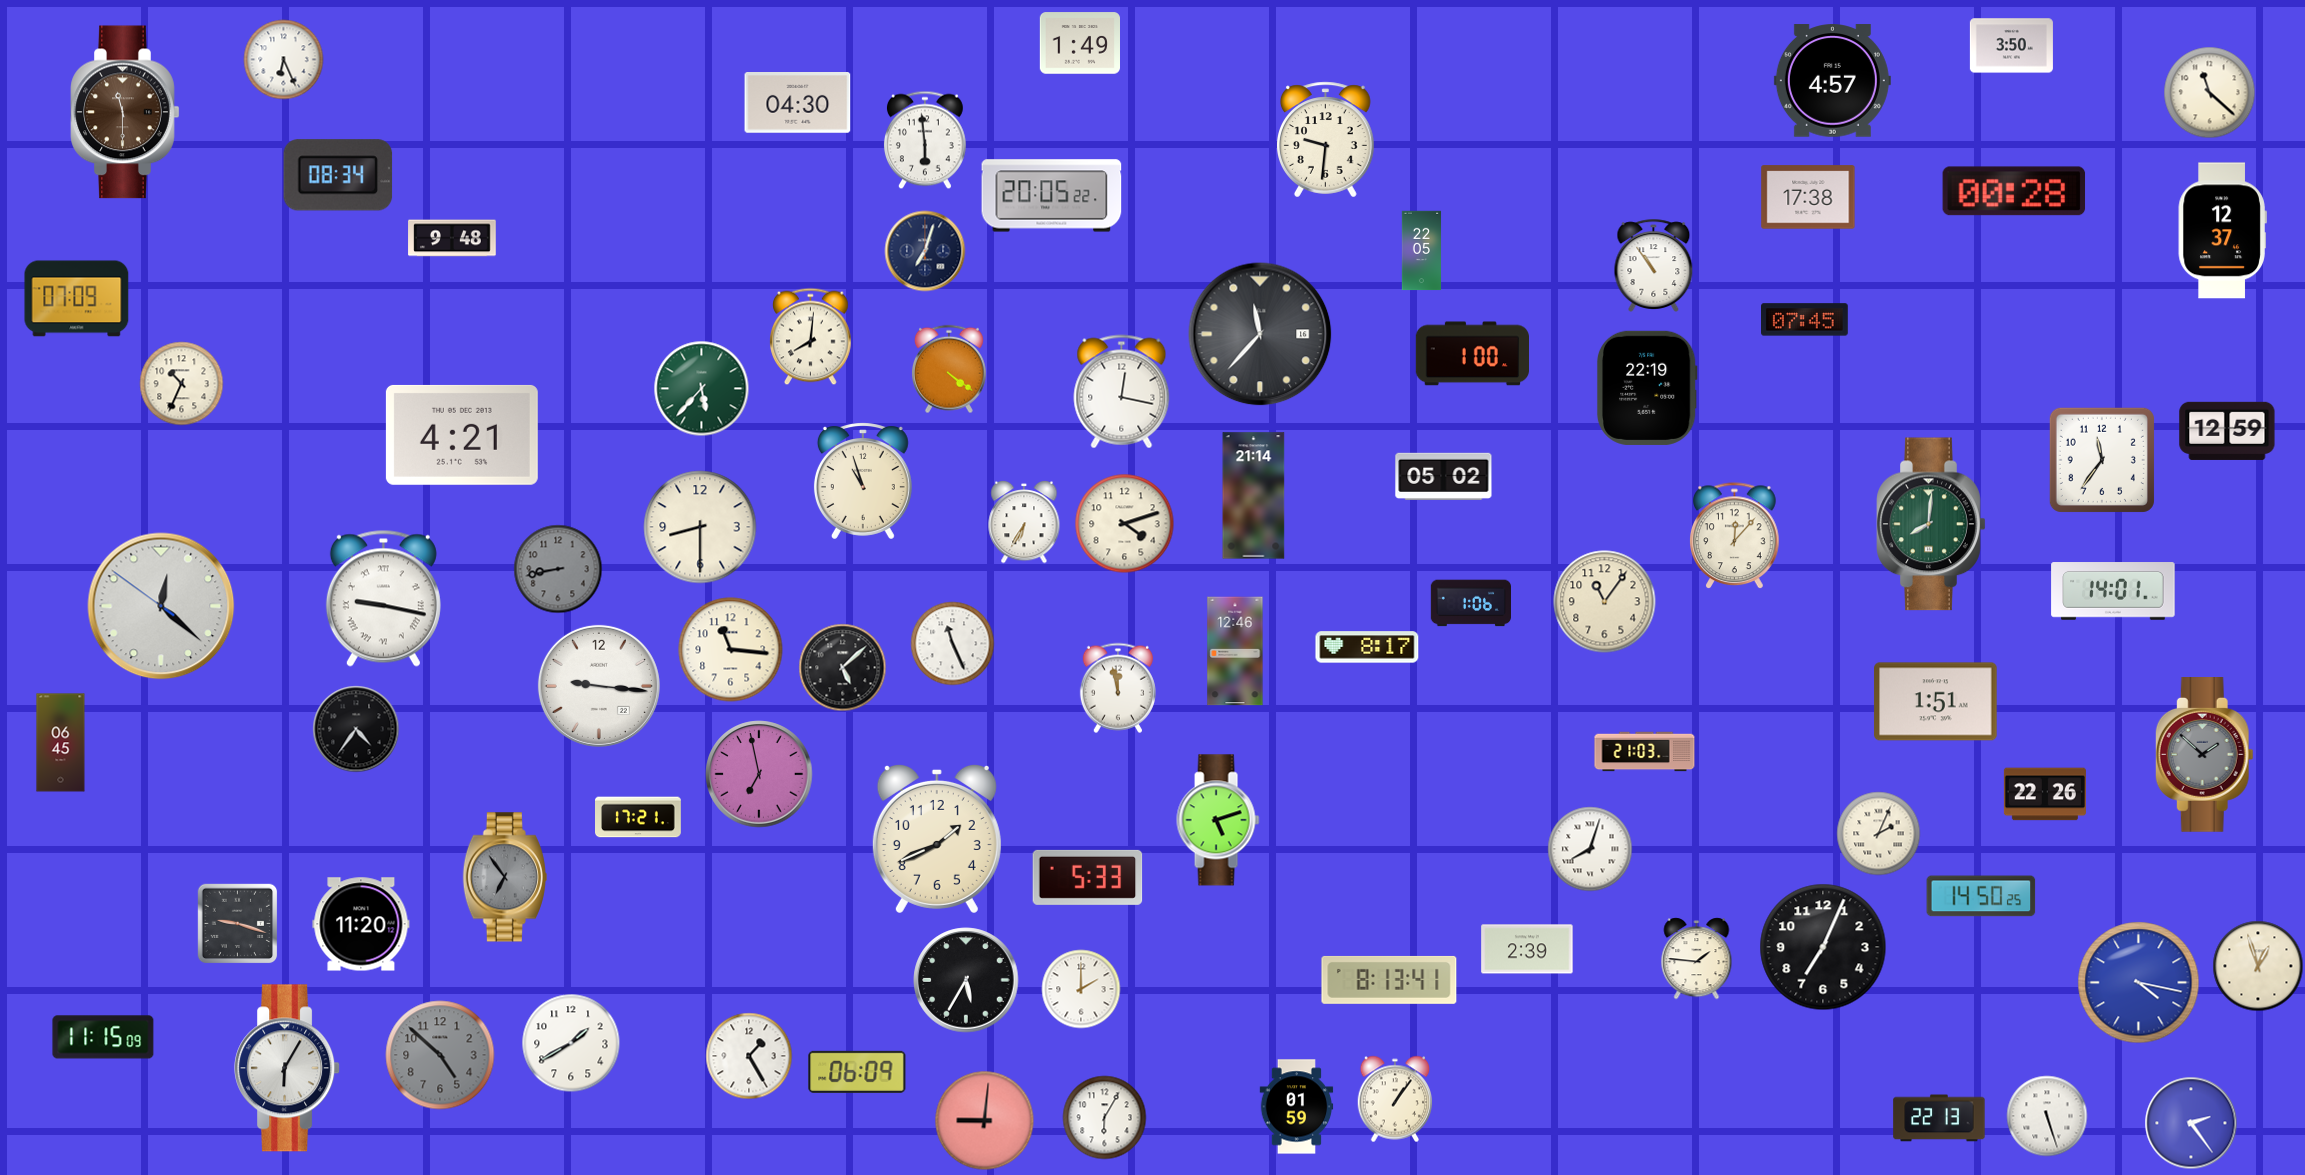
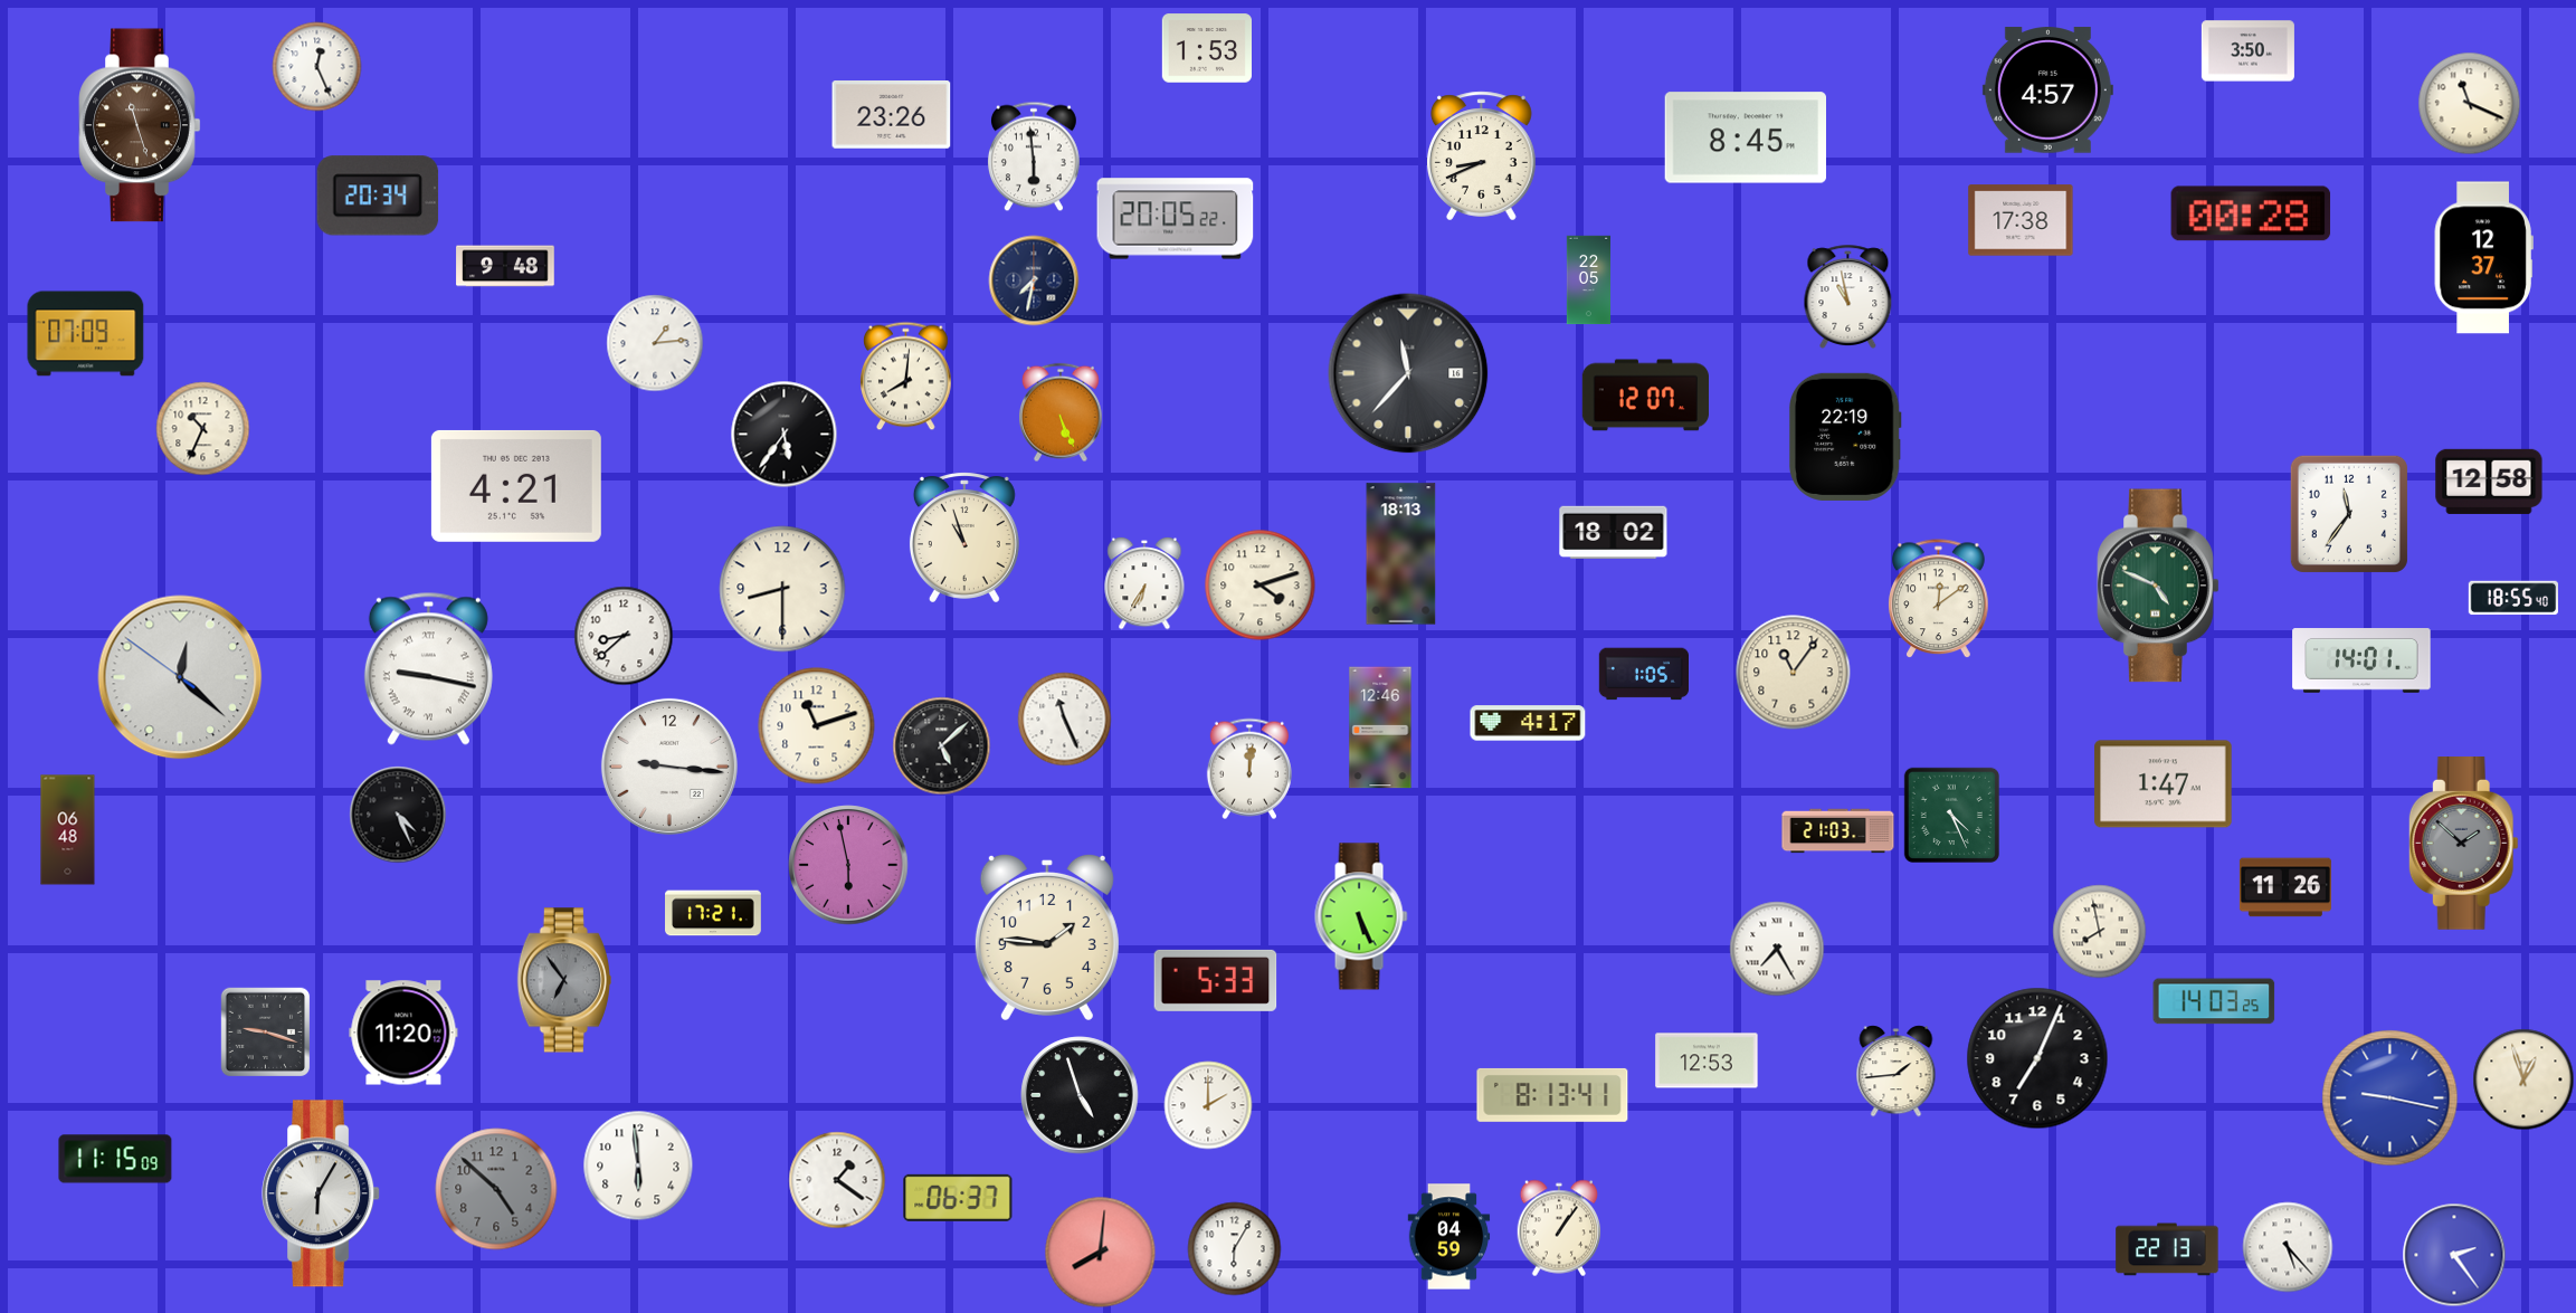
clock at (1079, 43): 1:49 -> 1:53
clock at (284, 60): 6:26 -> 12:26
clock at (2210, 93): 11:22 -> 11:19
clock at (798, 103): 04:30 -> 23:26
clock at (125, 112): 11:30 -> 11:27
clock at (1745, 137): none -> 8:45
clock at (1326, 140): 9:31 -> 8:41
clock at (338, 175): 08:34 -> 20:34
clock at (925, 251): 7:03 -> 7:32
clock at (1654, 265): 10:54 -> 10:58
clock at (655, 343): none -> 1:14
clock at (1805, 320): 07:45 -> none
clock at (1472, 354): 1:00 -> 12:07
clock at (949, 369): 4:21 -> 5:26
clock at (1647, 388) position: (1647, 388) -> (1845, 437)
clock at (702, 389): 5:37 -> 5:36
clock at (702, 389) dial: green -> black
clock at (1122, 392): 12:17 -> none
clock at (2227, 431): 12:59 -> 12:58
clock at (1444, 476): 05:02 -> 18:02
clock at (1254, 496): 21:14 -> 18:13
clock at (1125, 524) position: (1125, 524) -> (1261, 586)
clock at (1931, 524): 8:01 -> 4:49
clock at (2512, 598): none -> 18:55
clock at (1735, 536): 12:07 -> 12:09
clock at (558, 569): 8:43 -> 8:38
clock at (558, 569) dial: grey -> white
clock at (1470, 603): 1:06 -> 1:05
clock at (1367, 647): 8:17 -> 4:17
clock at (731, 650): 11:16 -> 11:12
clock at (1118, 688): 11:58 -> 12:01
clock at (1936, 702): 1:51 -> 1:47
clock at (356, 729): 4:36 -> 4:26
clock at (1951, 815): none -> 4:26
clock at (61, 743): 06:45 -> 06:48
clock at (1645, 752) position: (1645, 752) -> (1838, 831)
clock at (759, 774): 6:58 -> 5:58
clock at (2045, 794): 22:26 -> 11:26
clock at (1218, 820): 5:12 -> 5:26
clock at (1879, 834): 2:04 -> 7:58
clock at (937, 838): 1:41 -> 1:46
clock at (1590, 849): 8:03 -> 7:25
clock at (1981, 896): 14:50 -> 14:03
clock at (1527, 949): 2:39 -> 12:53
clock at (1697, 959): 1:46 -> 1:44
clock at (966, 980): 5:35 -> 4:57
clock at (2139, 983): 4:17 -> 9:17
clock at (571, 1043): 1:40 -> 5:59
clock at (440, 1055) position: (440, 1055) -> (496, 1189)
clock at (749, 1056): 1:25 -> 1:21
clock at (857, 1072): 06:09 -> 06:37
clock at (1297, 1107): 01:59 -> 04:59
clock at (2047, 1116): 5:27 -> 5:23
clock at (985, 1121): 9:01 -> 8:01
clock at (2191, 1123) position: (2191, 1123) -> (2454, 1255)
